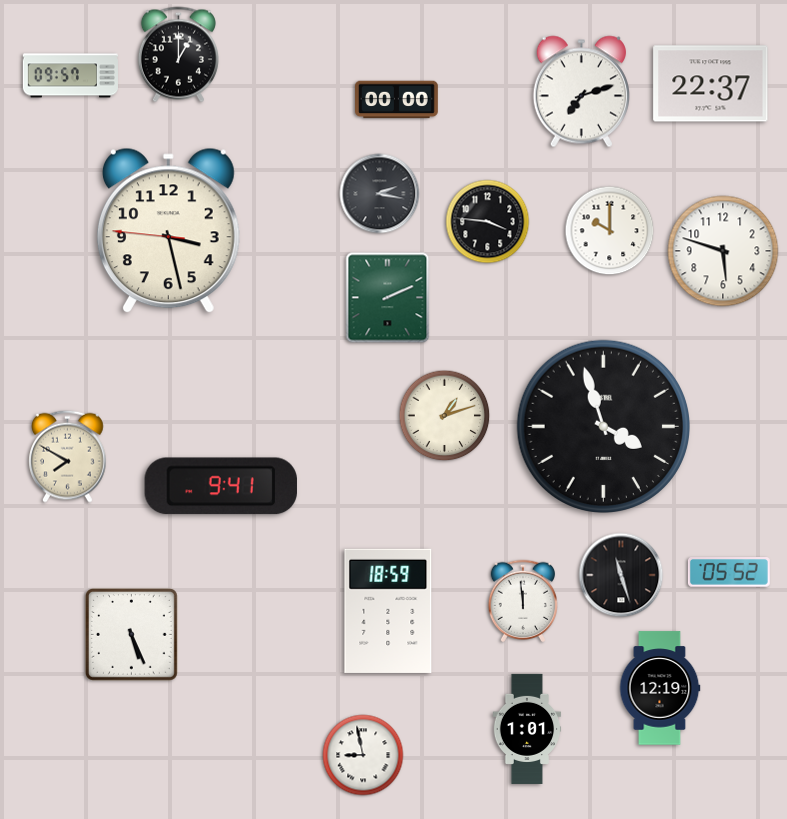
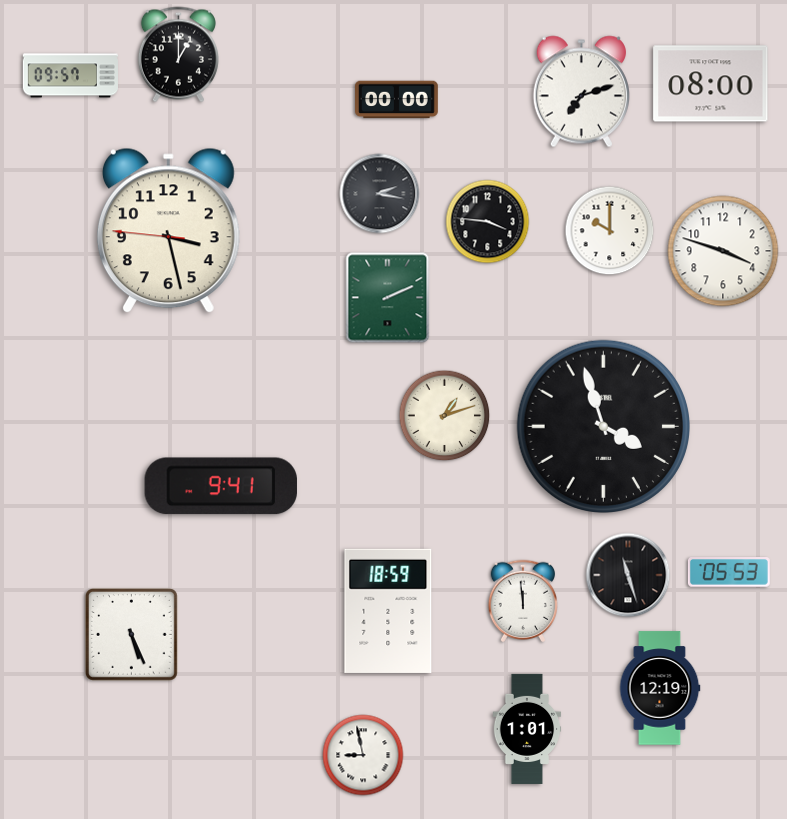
clock at (711, 84): 22:37 -> 08:00
clock at (723, 251): 5:48 -> 3:48
clock at (68, 456): 7:50 -> none
clock at (729, 573): 05:52 -> 05:53
clock at (621, 575) position: (621, 575) -> (628, 575)
